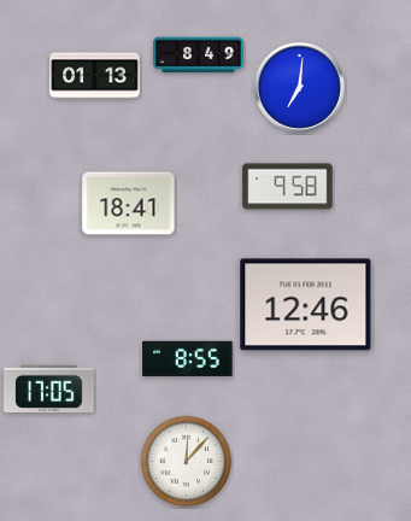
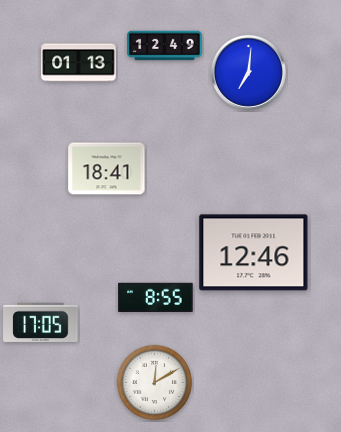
clock at (199, 55): 8:49 -> 12:49
clock at (288, 187): 9:58 -> none
clock at (187, 462): 12:07 -> 12:10
